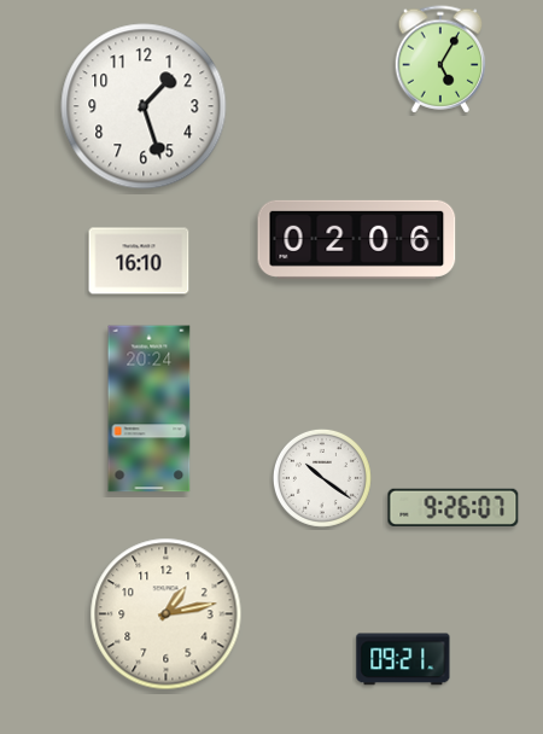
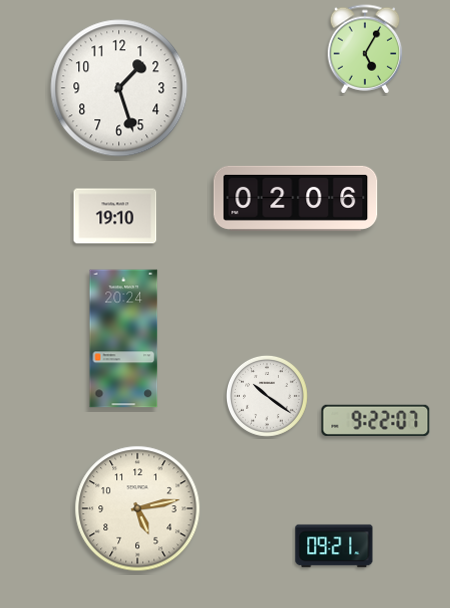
clock at (139, 261): 16:10 -> 19:10
clock at (454, 507): 9:26 -> 9:22
clock at (167, 614): 1:13 -> 5:13
